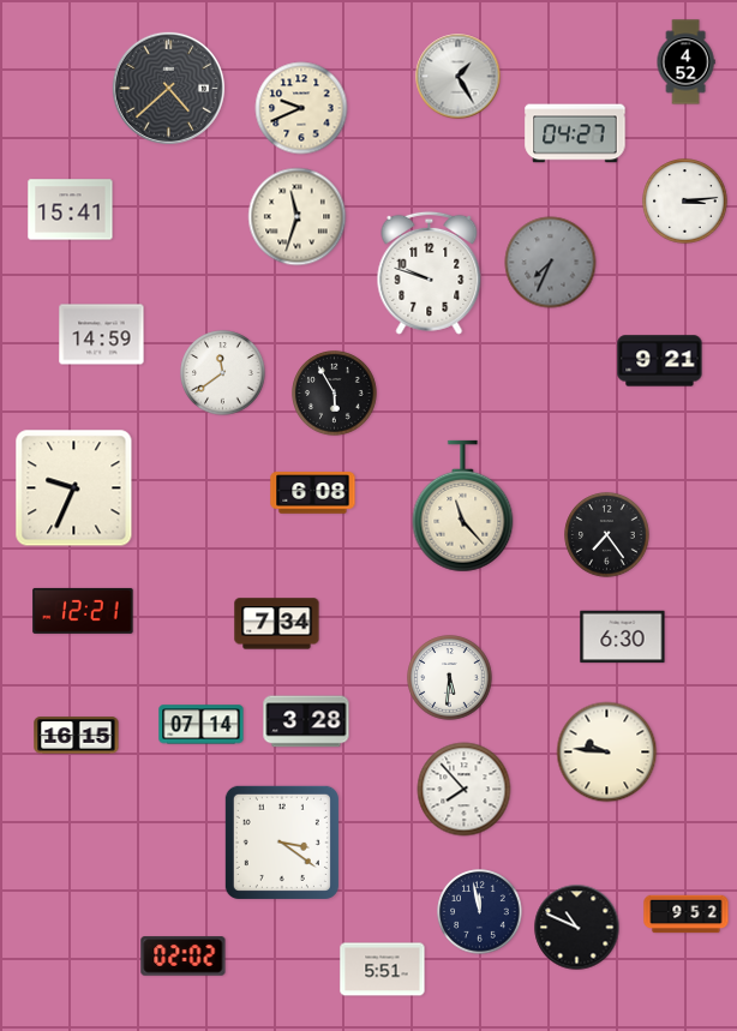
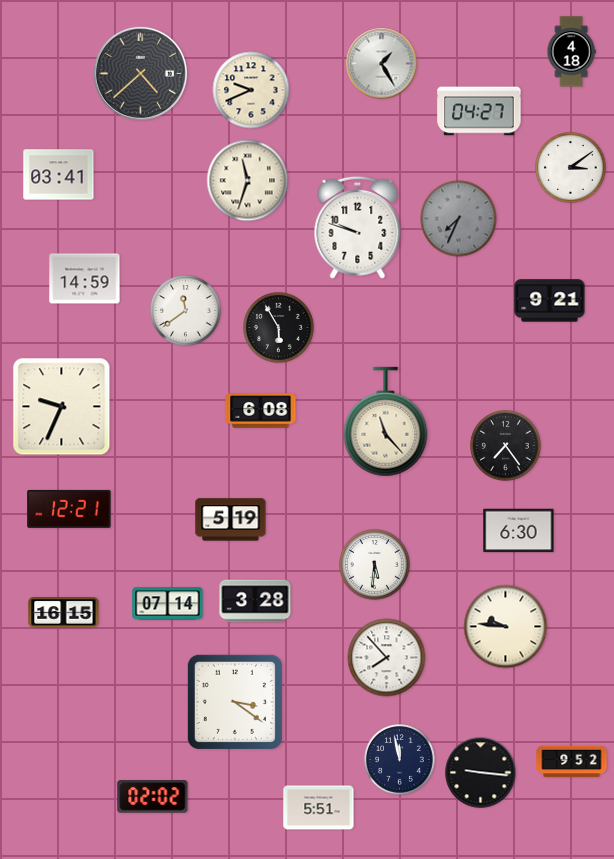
clock at (685, 62): 4:52 -> 4:18
clock at (685, 202): 3:14 -> 3:09
clock at (71, 210): 15:41 -> 03:41
clock at (277, 624): 7:34 -> 5:19
clock at (577, 928): 10:49 -> 9:16
